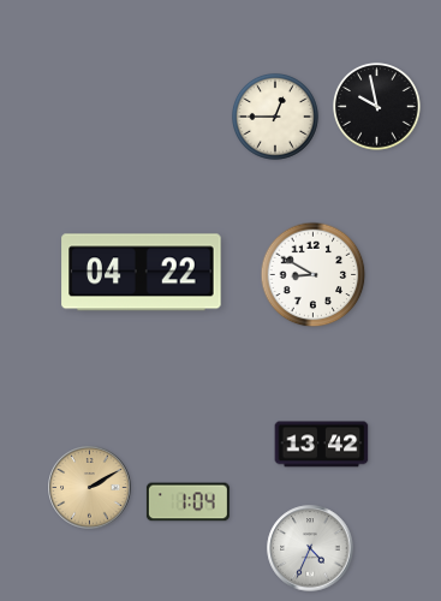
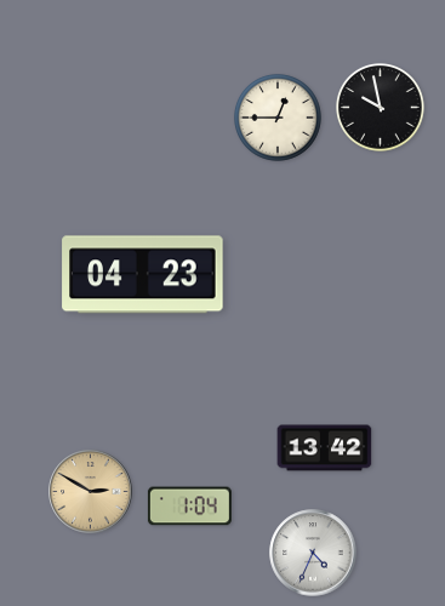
clock at (142, 273): 04:22 -> 04:23
clock at (314, 275): 8:50 -> none
clock at (90, 488): 2:10 -> 2:50
